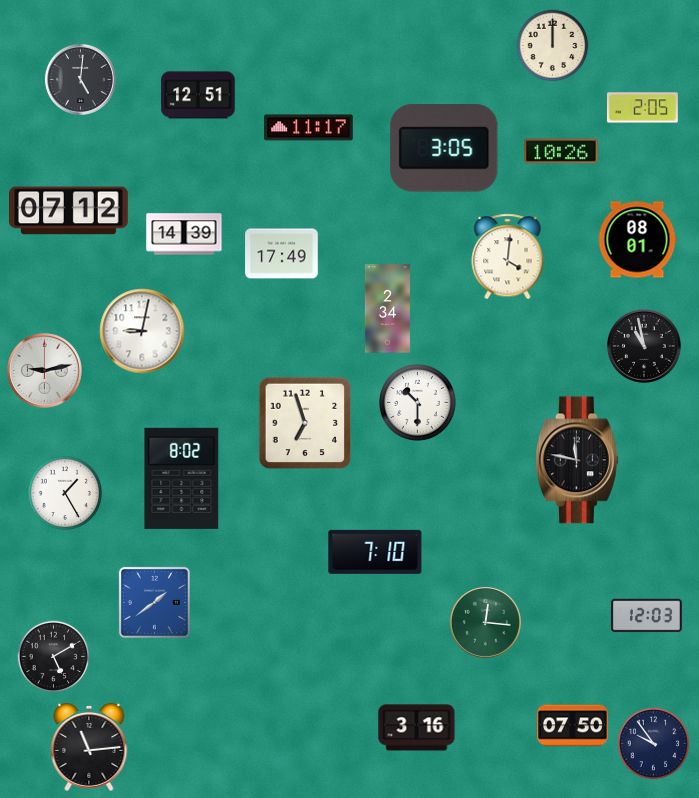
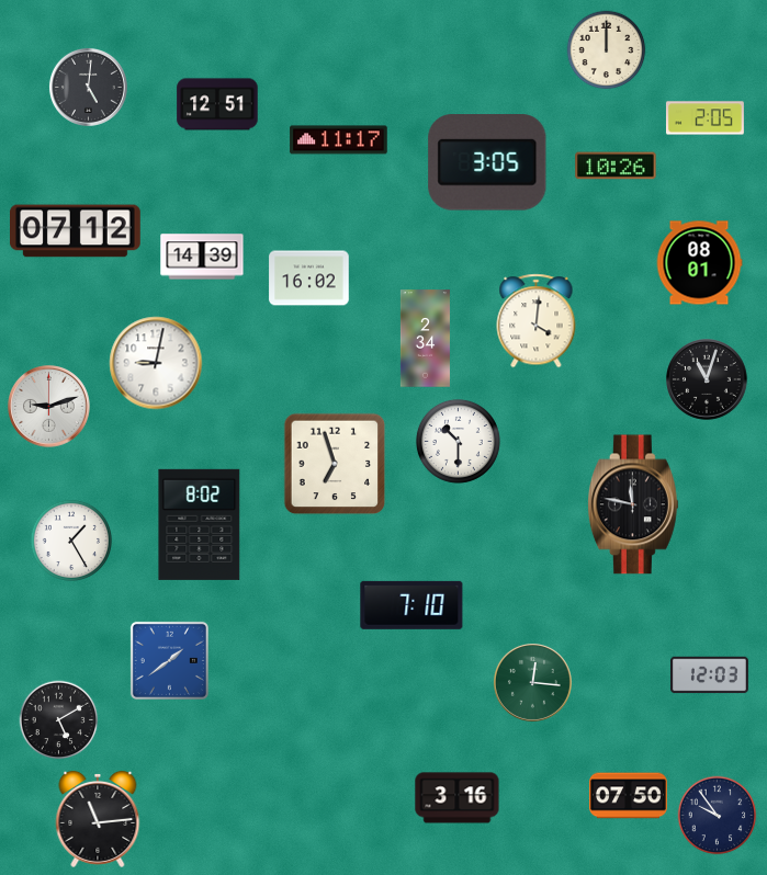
clock at (282, 254): 17:49 -> 16:02
clock at (508, 257) position: (508, 257) -> (537, 321)
clock at (645, 347): 10:58 -> 11:03
clock at (45, 371): 9:13 -> 9:12
